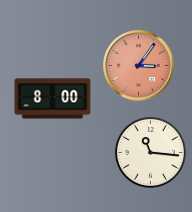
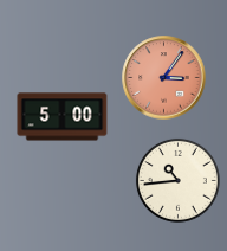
clock at (53, 99): 8:00 -> 5:00
clock at (150, 152): 11:16 -> 10:44
